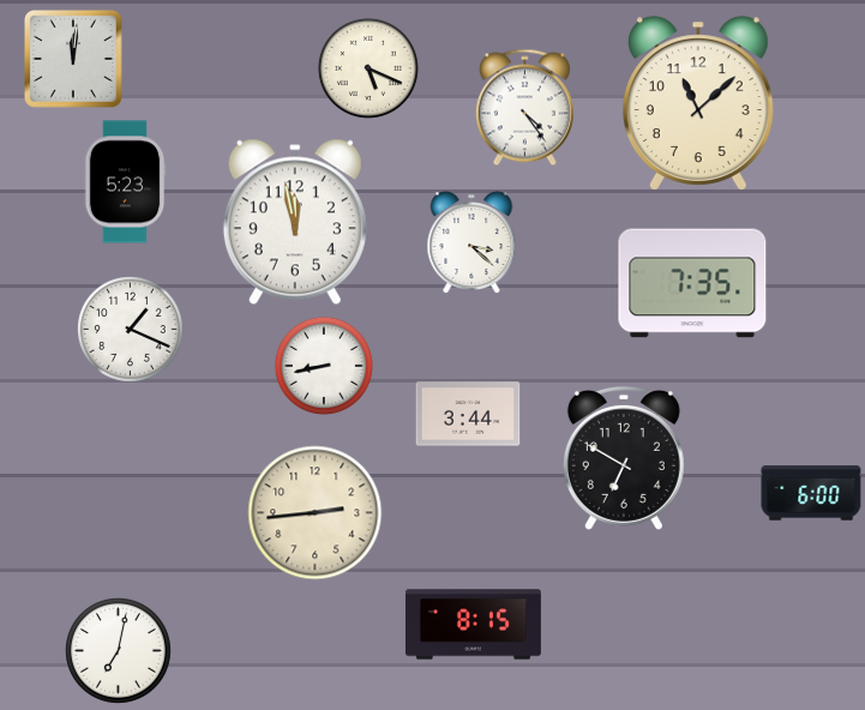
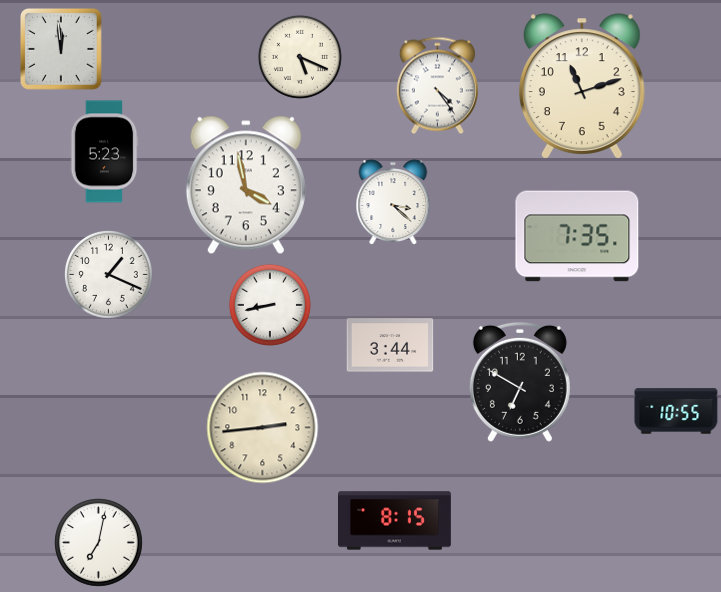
clock at (74, 60): 12:01 -> 11:59
clock at (368, 68) position: (368, 68) -> (300, 57)
clock at (698, 103): 11:08 -> 11:12
clock at (524, 108) position: (524, 108) -> (437, 86)
clock at (295, 222): 11:58 -> 3:58
clock at (811, 493): 6:00 -> 10:55
